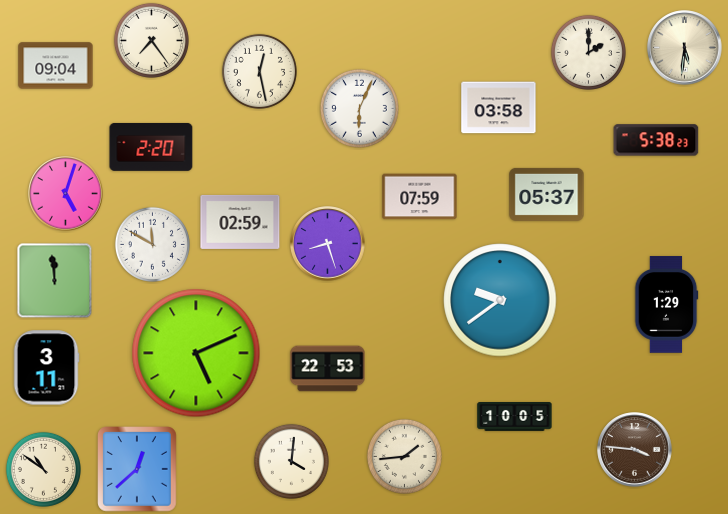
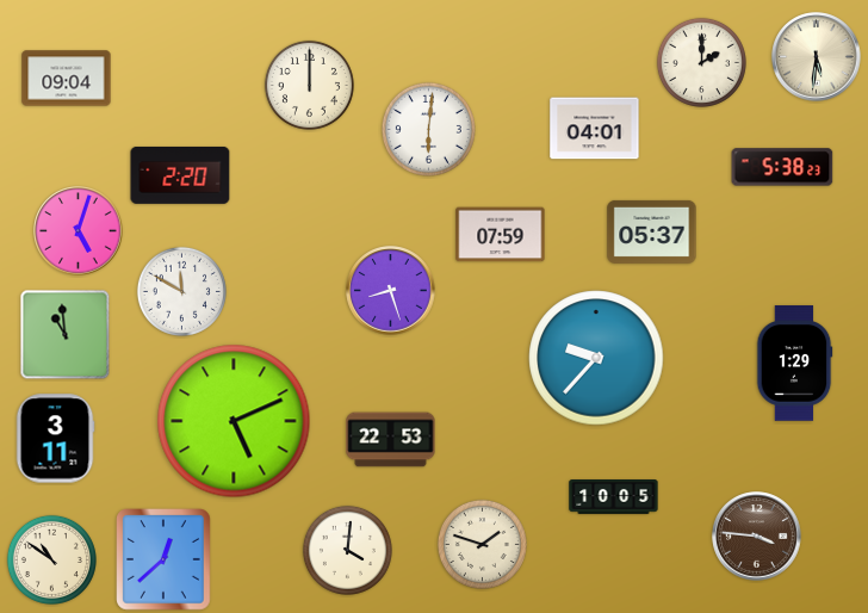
clock at (151, 40): 7:24 -> none
clock at (259, 71): 12:28 -> 12:00
clock at (359, 108): 6:04 -> 6:01
clock at (499, 108): 03:58 -> 04:01
clock at (240, 222): 02:59 -> none
clock at (55, 281): 11:59 -> 10:59
clock at (500, 300): 9:39 -> 9:37
clock at (404, 456): 1:44 -> 1:48
